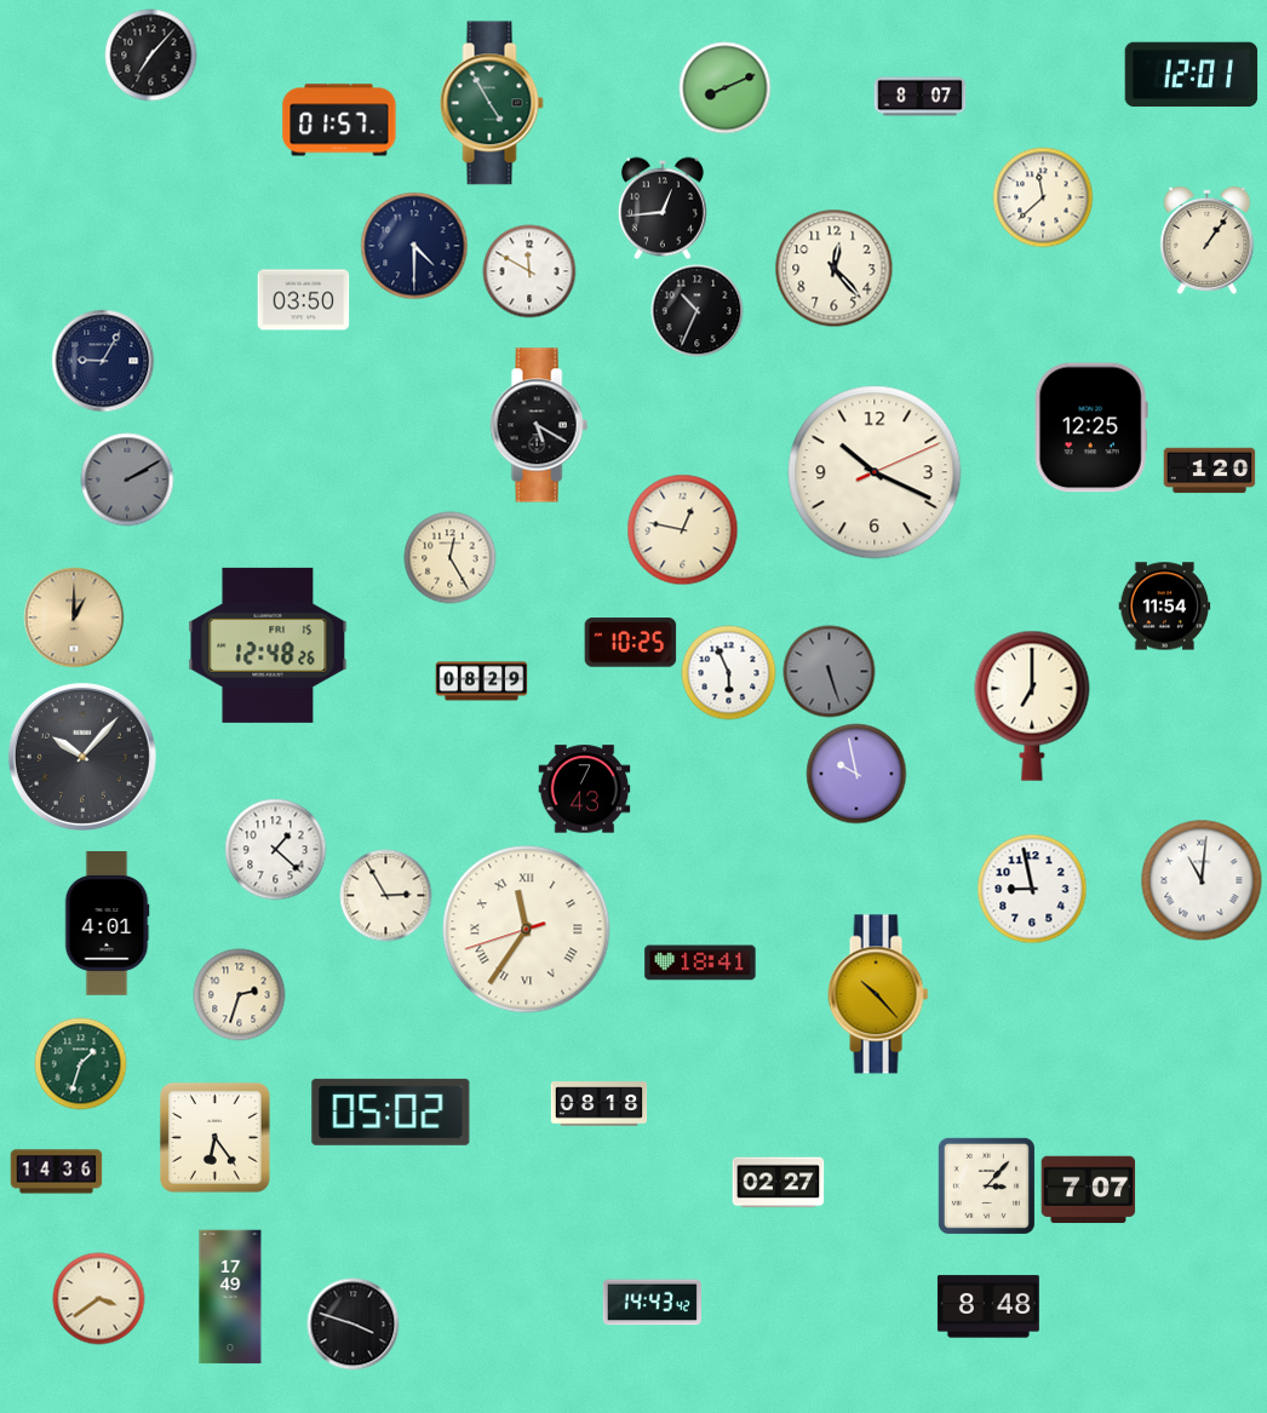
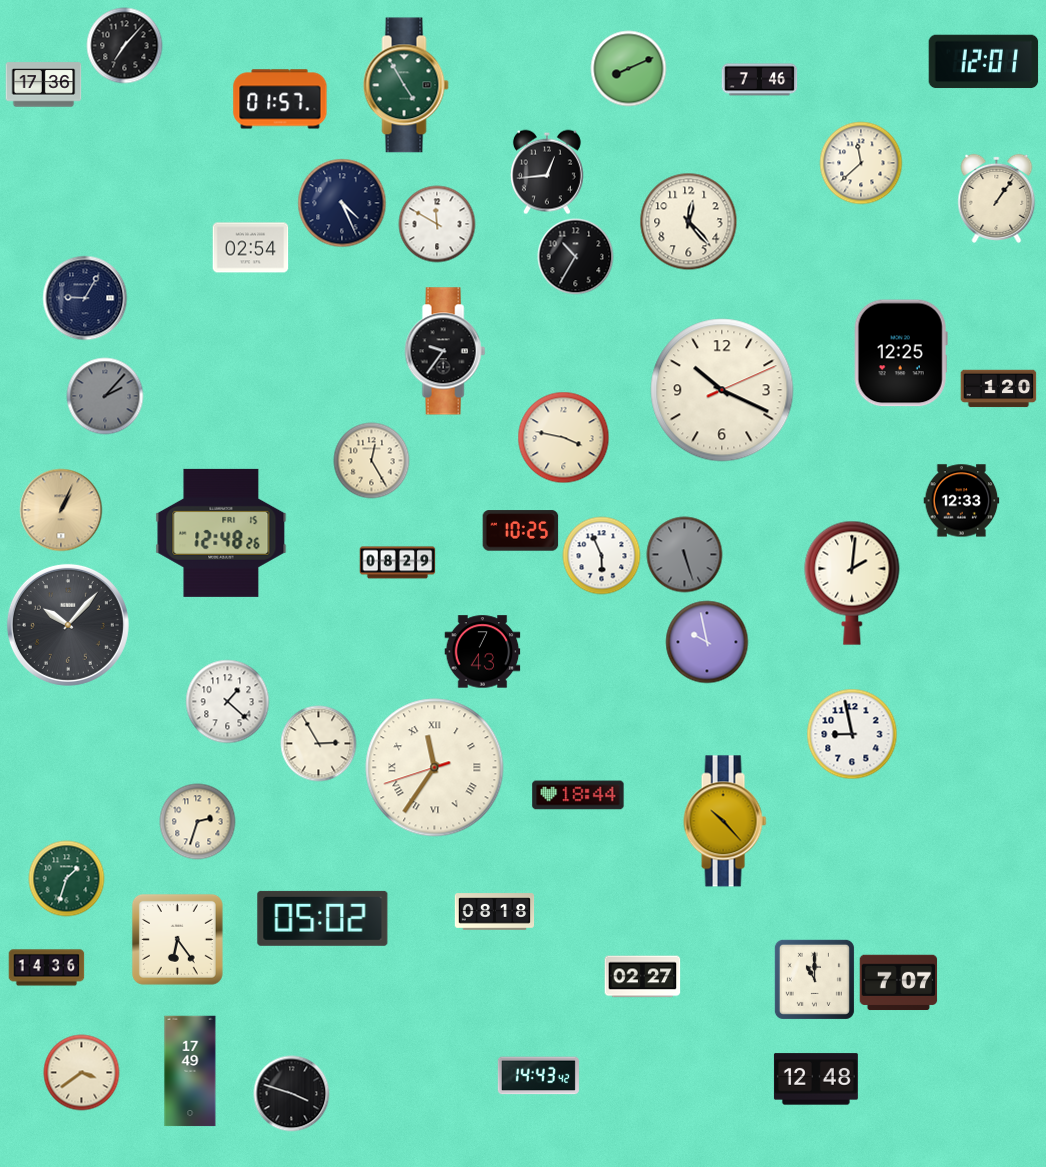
clock at (726, 88) position: (726, 88) -> (629, 69)
clock at (921, 97): 8:07 -> 7:46
clock at (44, 85): none -> 17:36
clock at (414, 246): 4:30 -> 4:26
clock at (304, 300): 03:50 -> 02:54
clock at (698, 311): 10:34 -> 10:35
clock at (539, 425): 5:20 -> 9:36
clock at (127, 479): 2:10 -> 2:07
clock at (683, 530): 12:47 -> 3:47
clock at (1165, 607): 11:54 -> 12:33
clock at (74, 618): 1:00 -> 1:04
clock at (1032, 706): 7:00 -> 2:01
clock at (856, 774) position: (856, 774) -> (707, 642)
clock at (1202, 880): 11:01 -> none
clock at (386, 896) position: (386, 896) -> (319, 744)
clock at (107, 924): 4:01 -> none
clock at (700, 963): 18:41 -> 18:44
clock at (986, 1185): 3:07 -> 11:00
clock at (988, 1306): 8:48 -> 12:48
